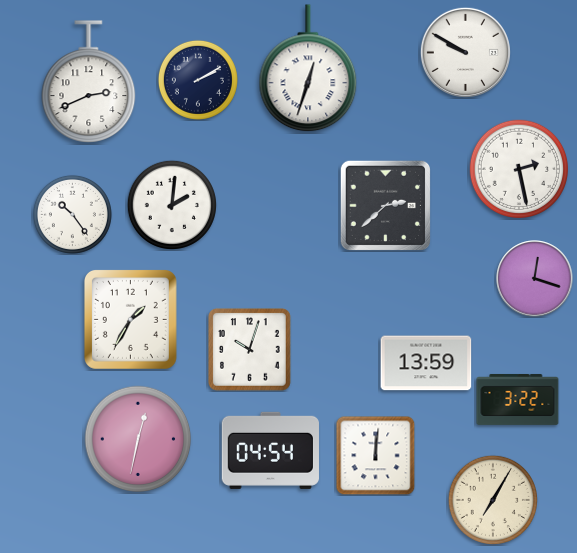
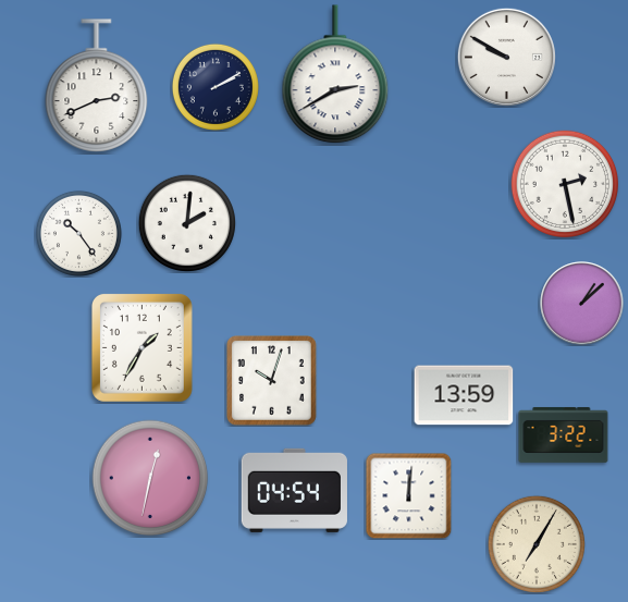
clock at (308, 69): 12:33 -> 2:40
clock at (89, 82) position: (89, 82) -> (97, 86)
clock at (385, 205): 2:38 -> none
clock at (535, 279): 12:18 -> 1:08
